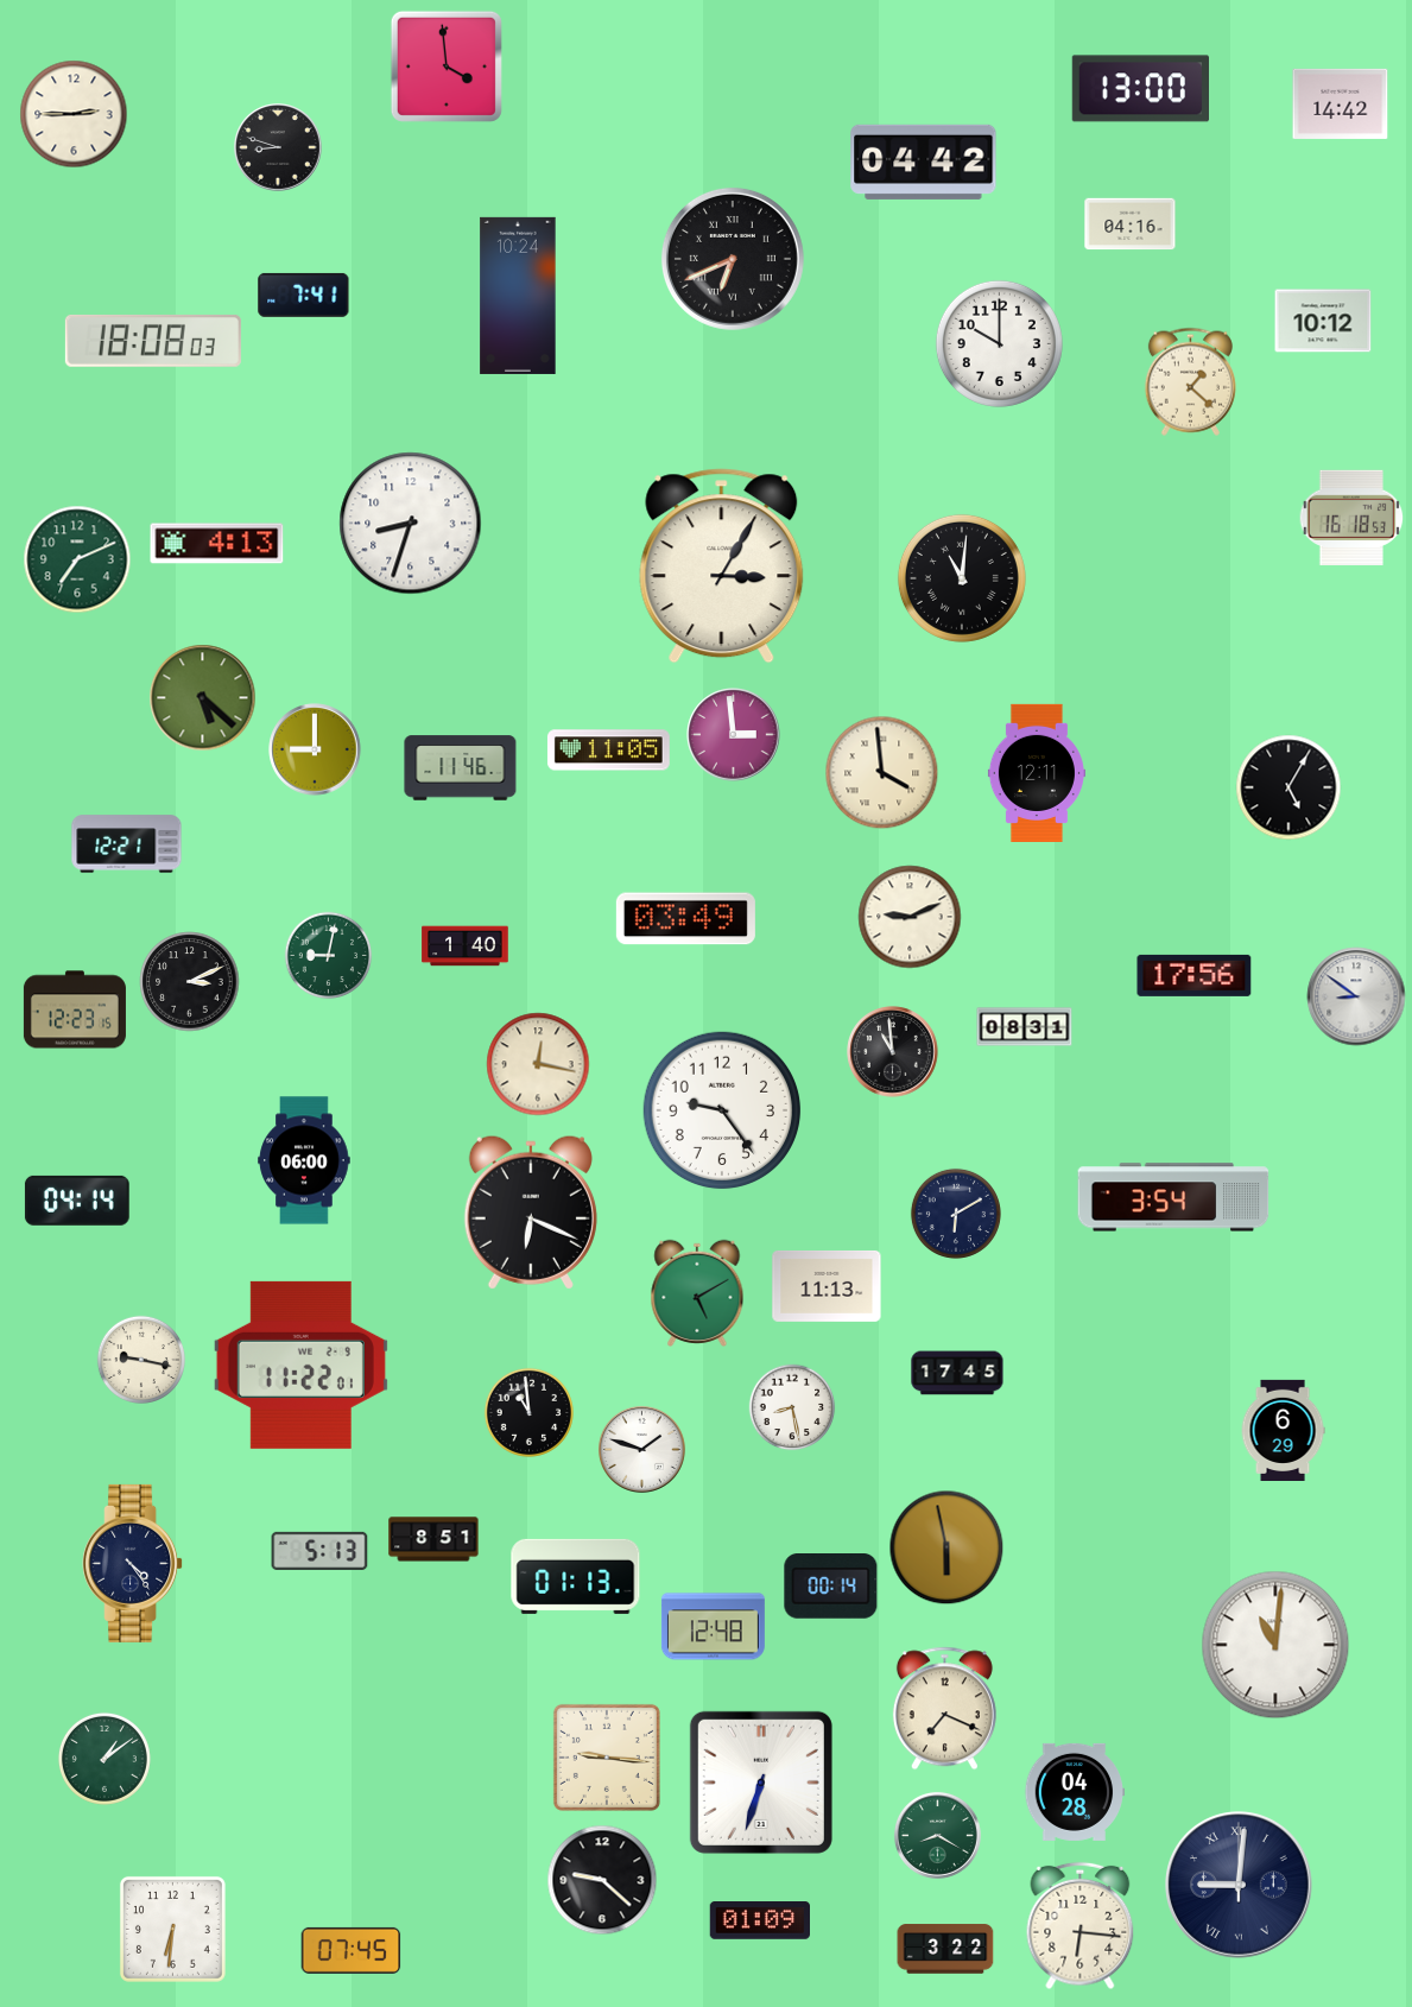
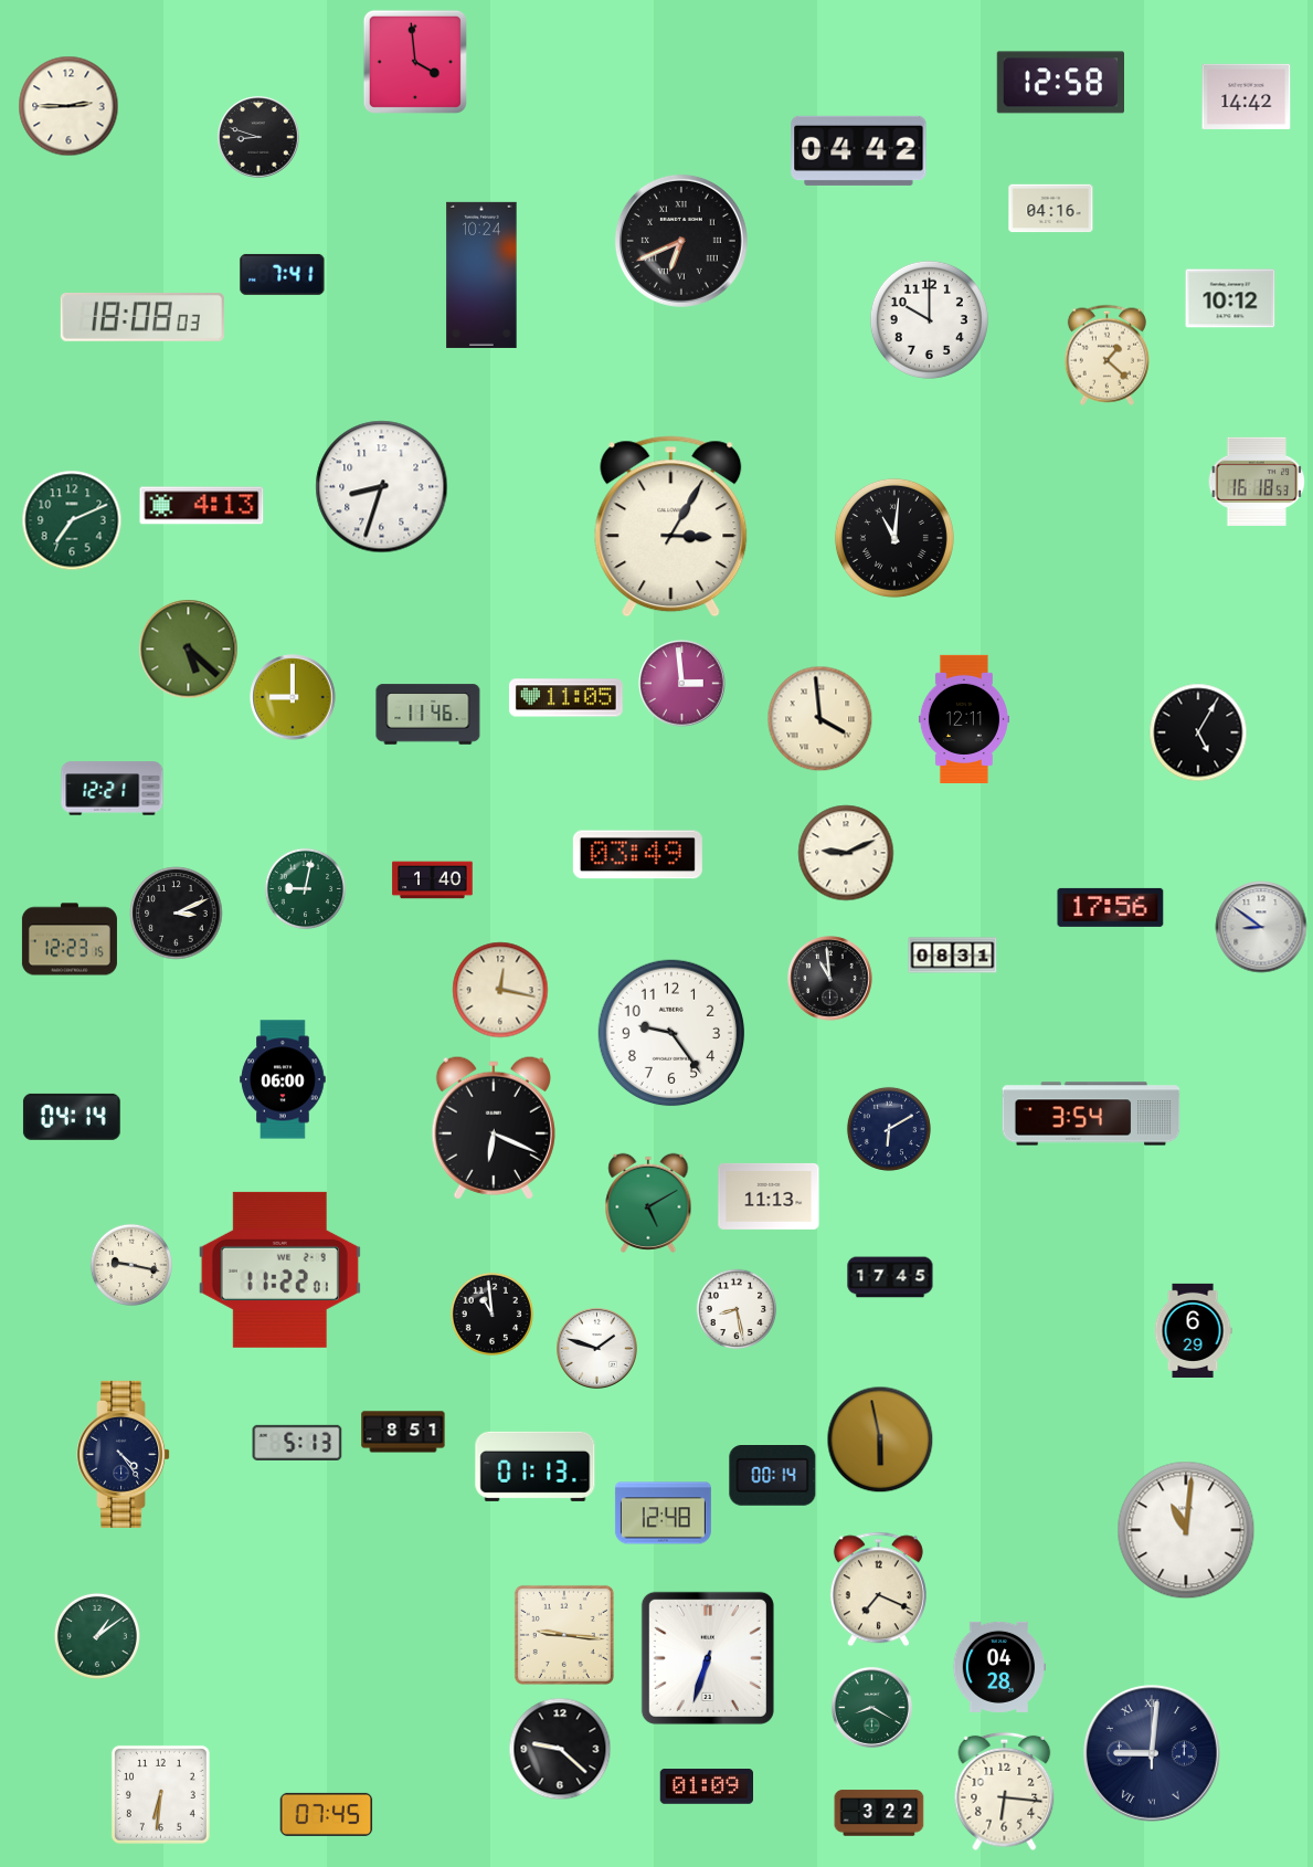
clock at (1140, 89): 13:00 -> 12:58
clock at (127, 844) position: (127, 844) -> (113, 789)
